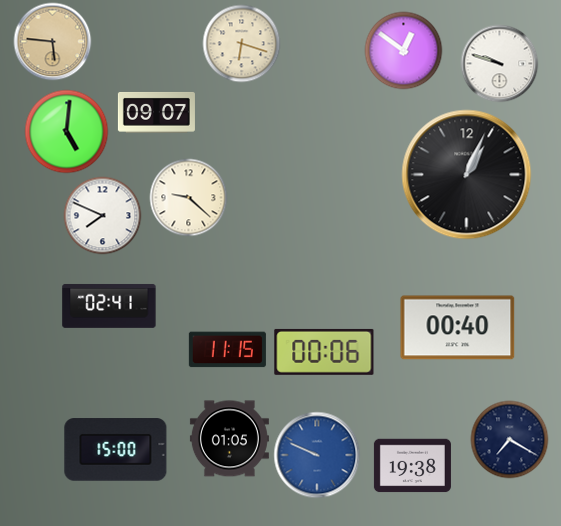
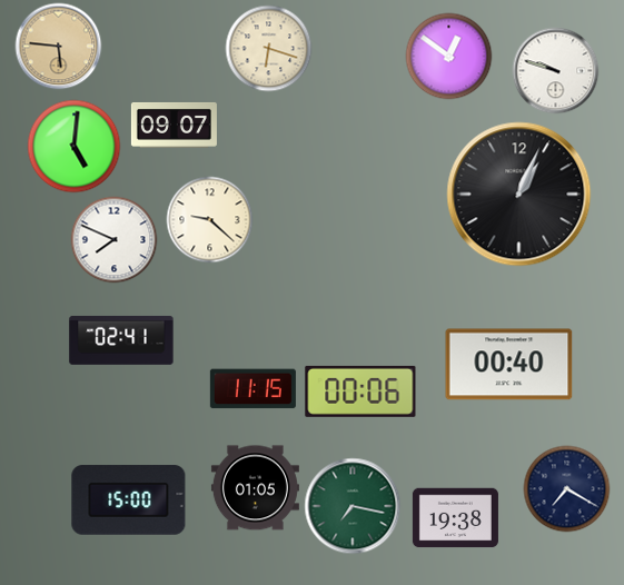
clock at (317, 455): 9:49 -> 7:17
clock at (317, 455) dial: blue -> green
clock at (412, 466) position: (412, 466) -> (455, 518)
